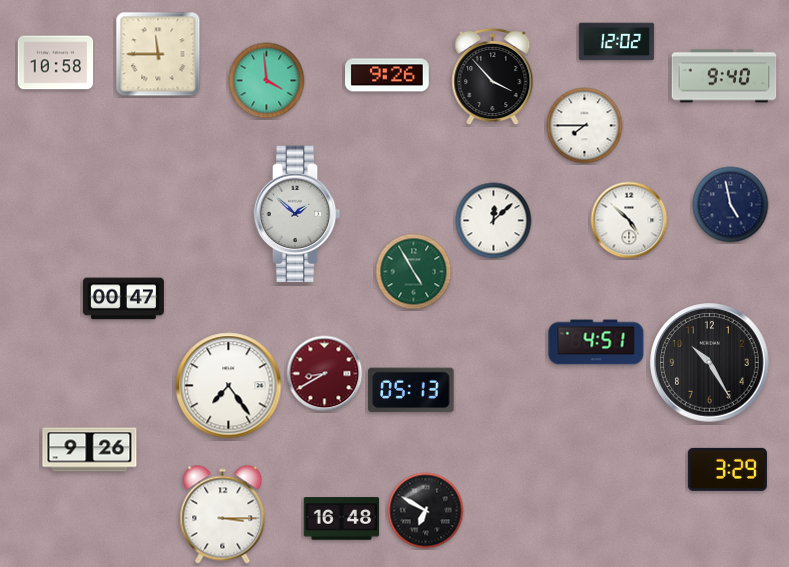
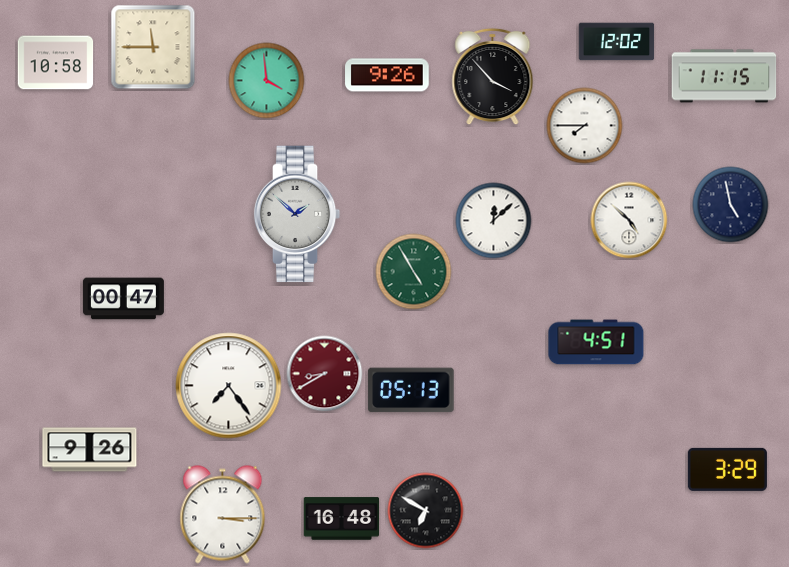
clock at (158, 54) position: (158, 54) -> (153, 47)
clock at (724, 76): 9:40 -> 11:15
clock at (710, 363): 10:25 -> none
